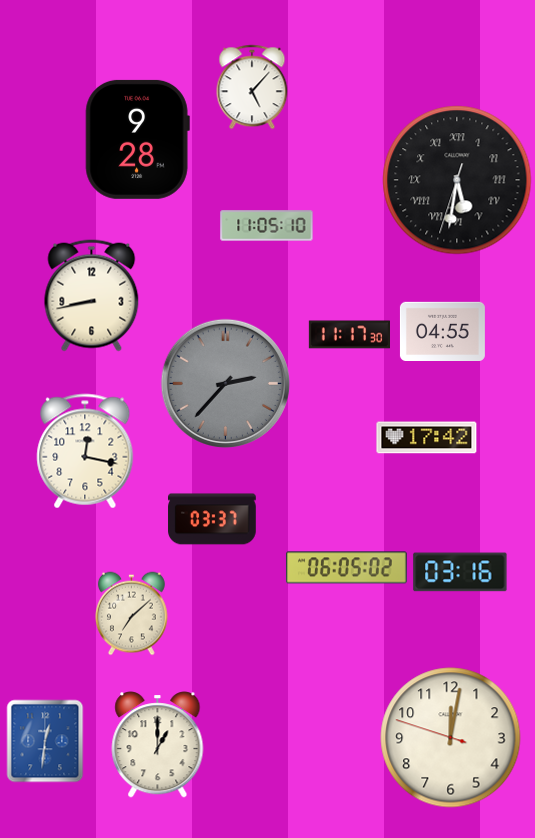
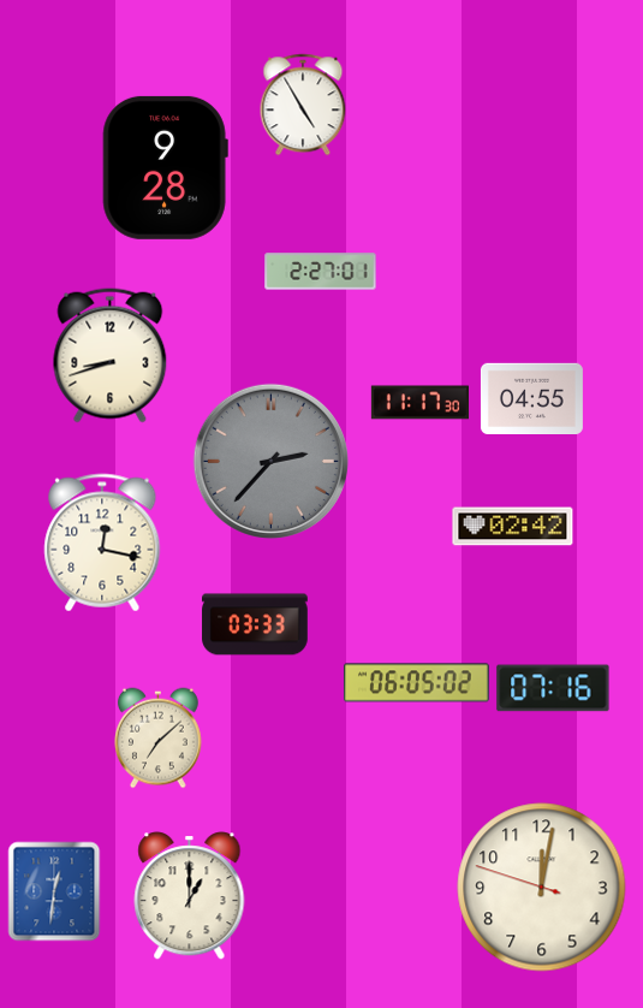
clock at (252, 87): 5:07 -> 4:55
clock at (457, 180): 5:31 -> none
clock at (267, 226): 11:05 -> 2:27
clock at (92, 296): 8:43 -> 8:42
clock at (427, 438): 17:42 -> 02:42
clock at (212, 519): 03:37 -> 03:33
clock at (460, 572): 03:16 -> 07:16
